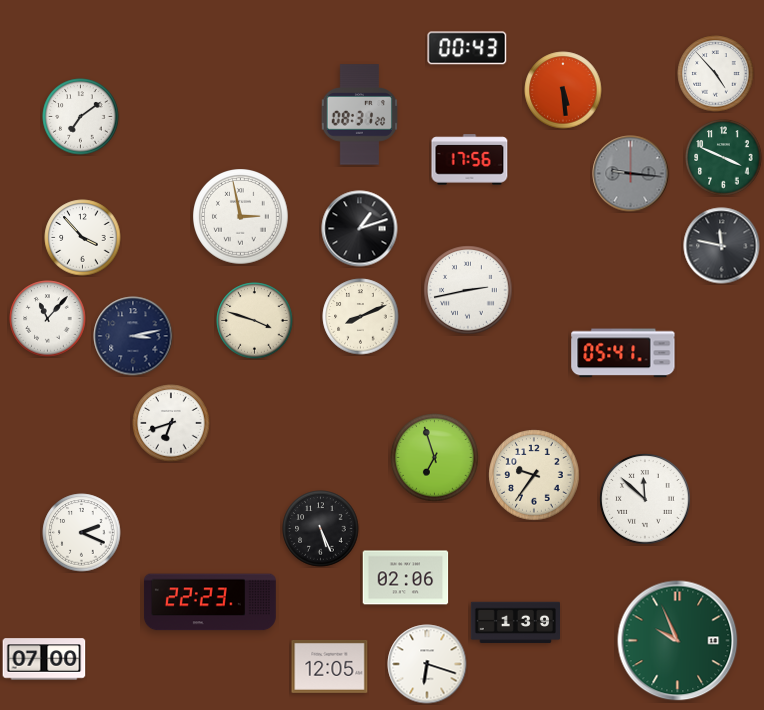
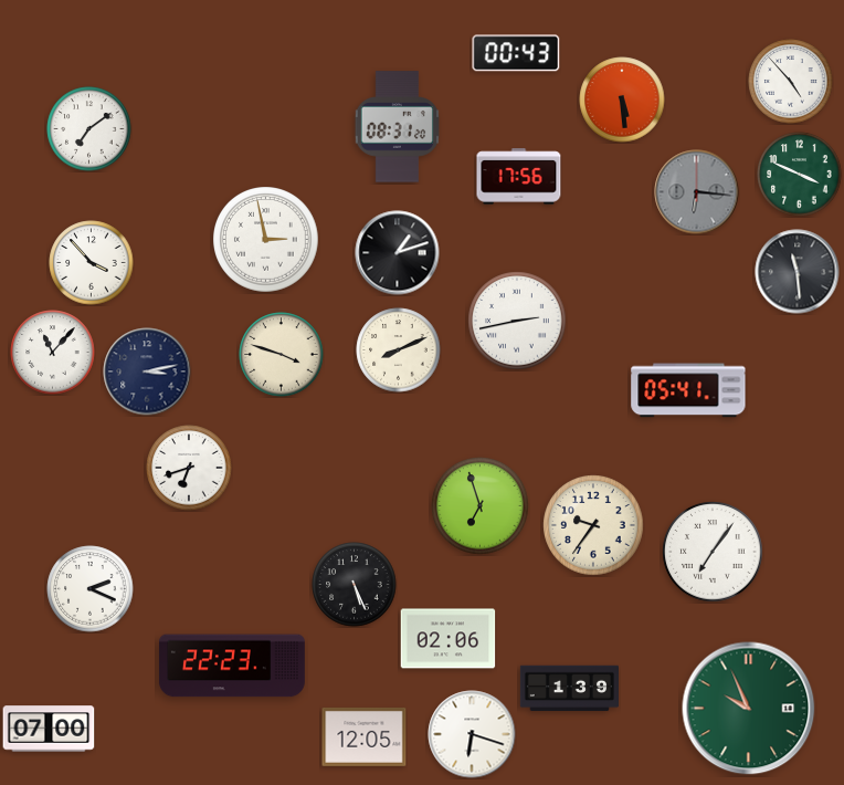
clock at (631, 174): 9:16 -> 6:16
clock at (722, 246): 11:47 -> 11:29
clock at (534, 475) position: (534, 475) -> (593, 525)
clock at (645, 499): 11:52 -> 7:06
